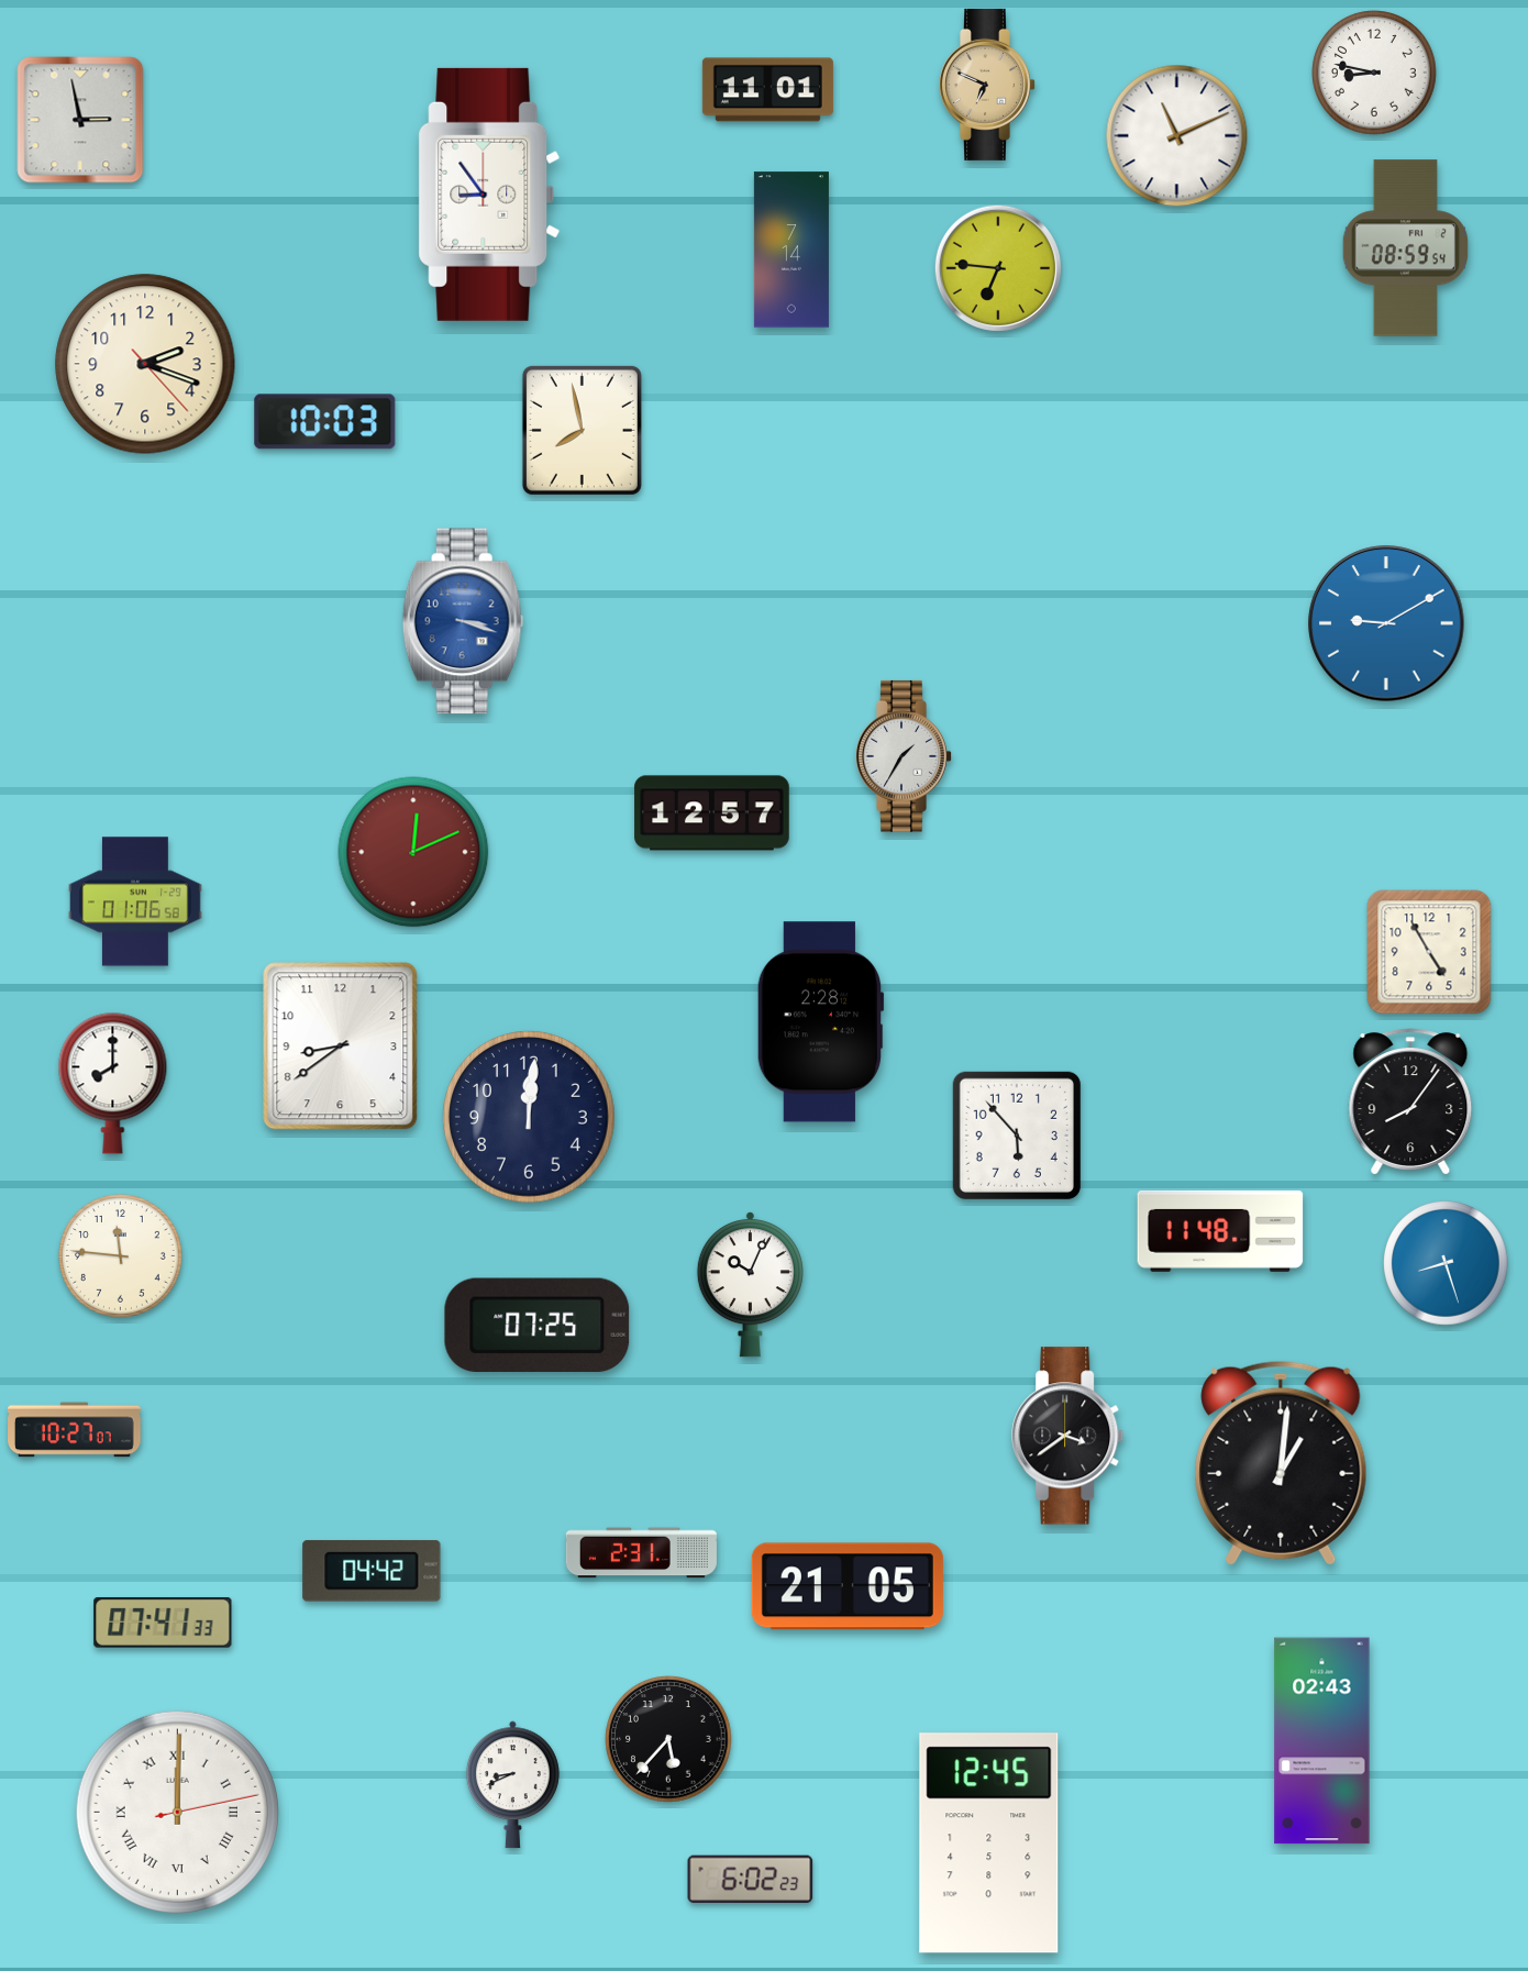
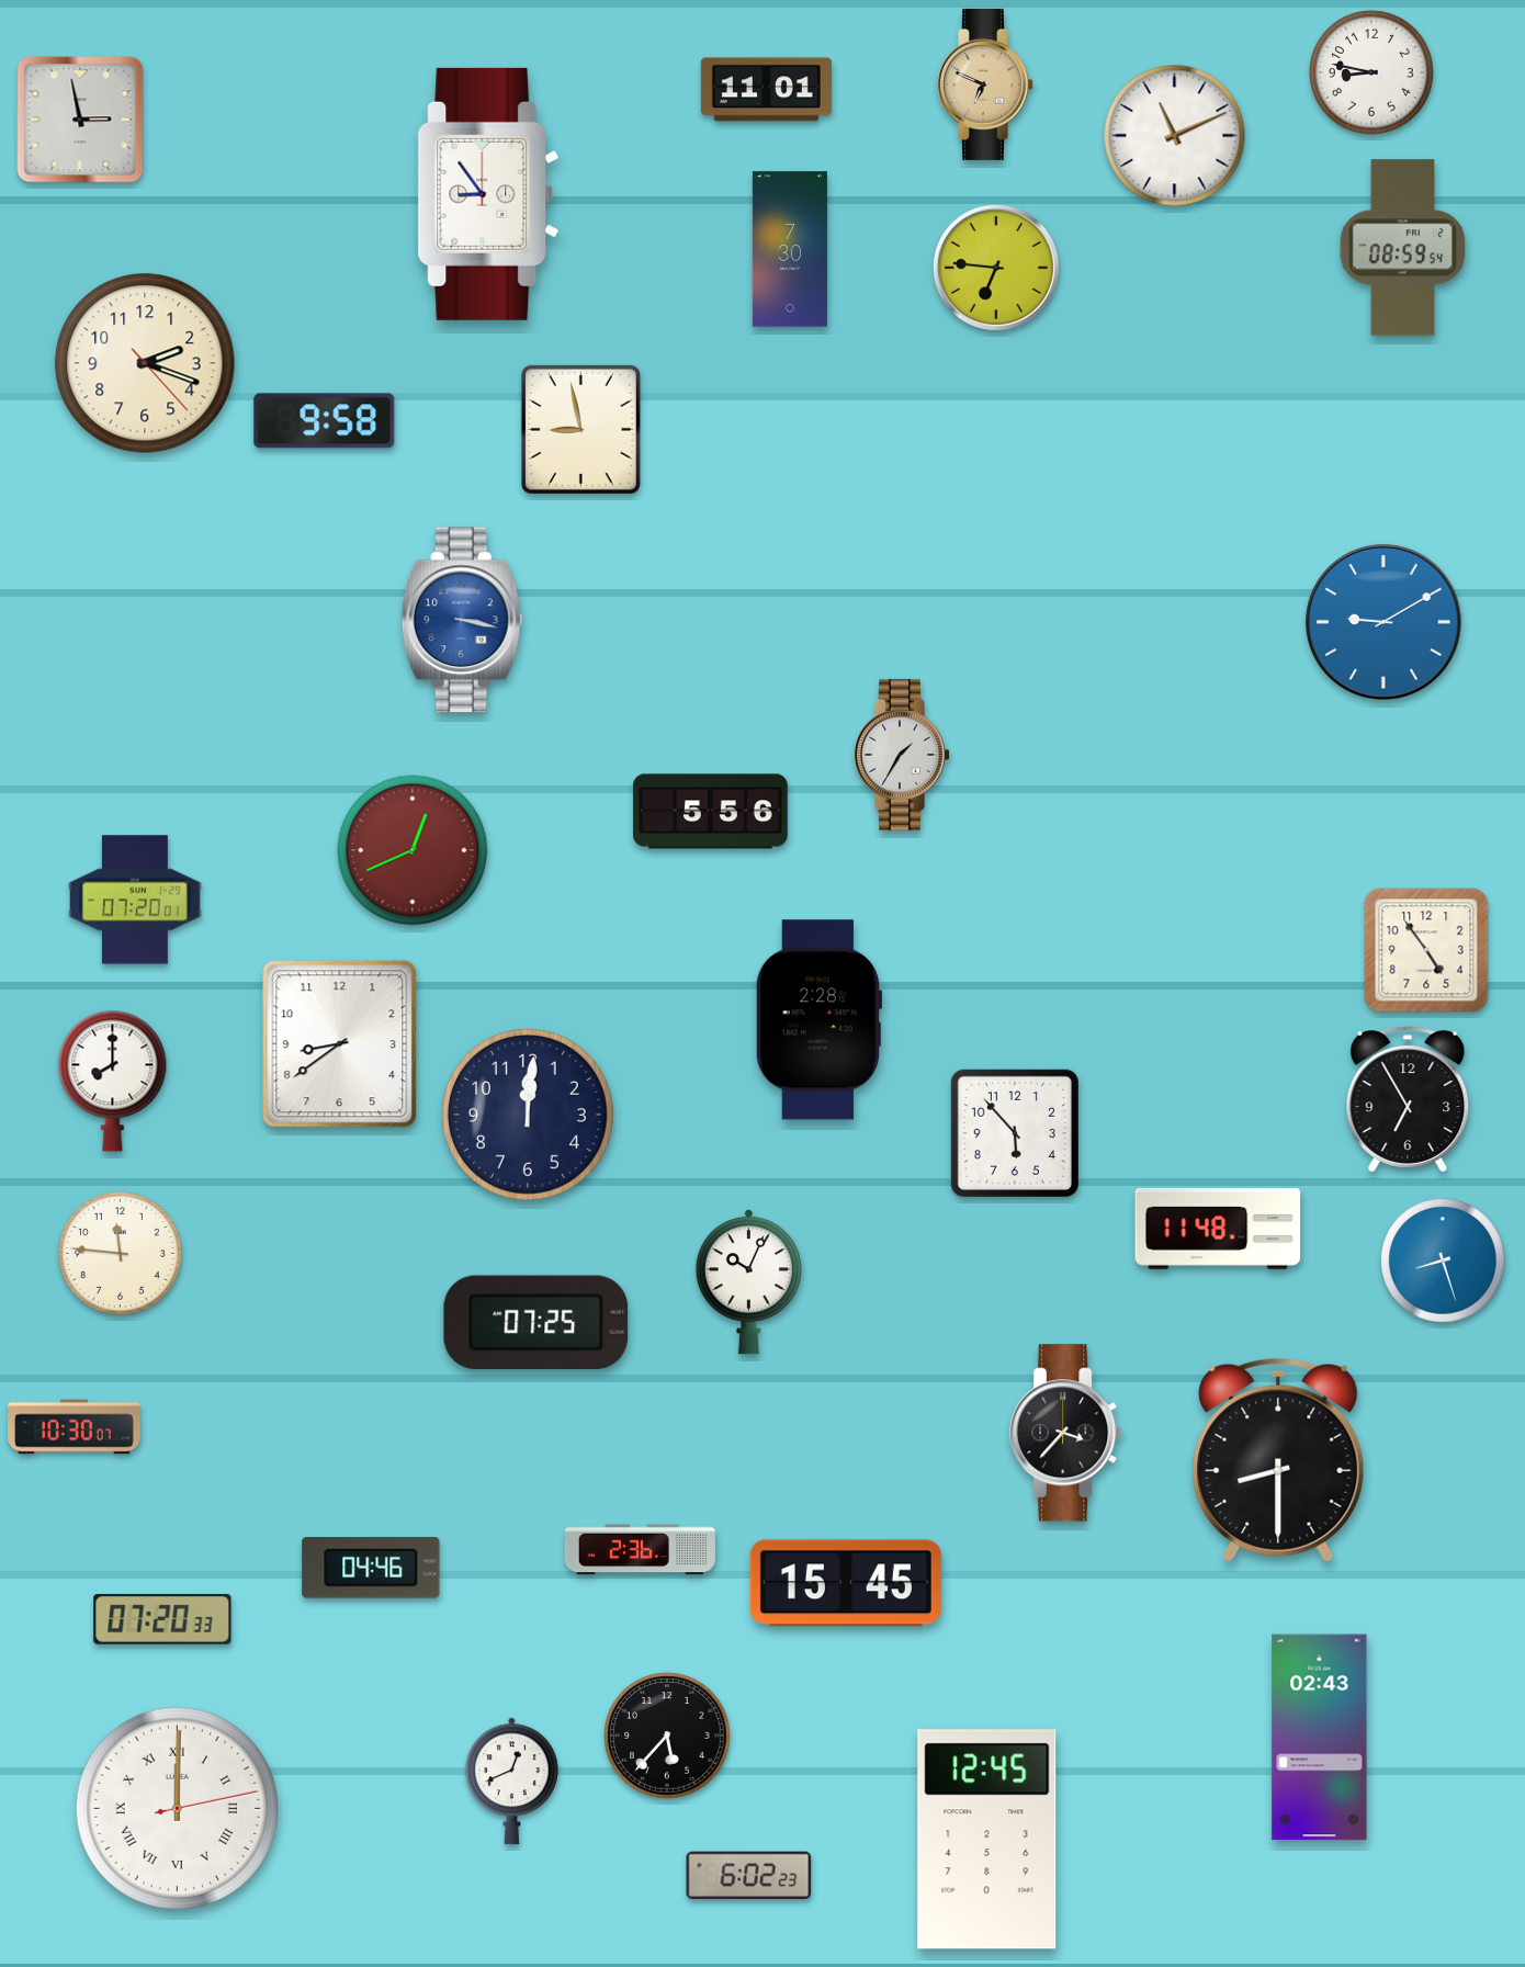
clock at (791, 250): 7:14 -> 7:30
clock at (325, 422): 10:03 -> 9:58
clock at (582, 430): 7:58 -> 8:58
clock at (463, 621): 3:18 -> 3:17
clock at (712, 813): 12:57 -> 5:56
clock at (413, 852): 12:11 -> 12:41
clock at (135, 901): 01:06 -> 07:20
clock at (1429, 952): 4:55 -> 4:54
clock at (1410, 1101): 8:06 -> 6:55
clock at (75, 1430): 10:27 -> 10:30
clock at (1069, 1436): 3:39 -> 3:37
clock at (1281, 1463): 1:01 -> 8:30
clock at (641, 1553): 2:31 -> 2:36
clock at (372, 1571): 04:42 -> 04:46
clock at (848, 1586): 21:05 -> 15:45
clock at (163, 1623): 07:41 -> 07:20
clock at (512, 1785): 8:41 -> 12:41
